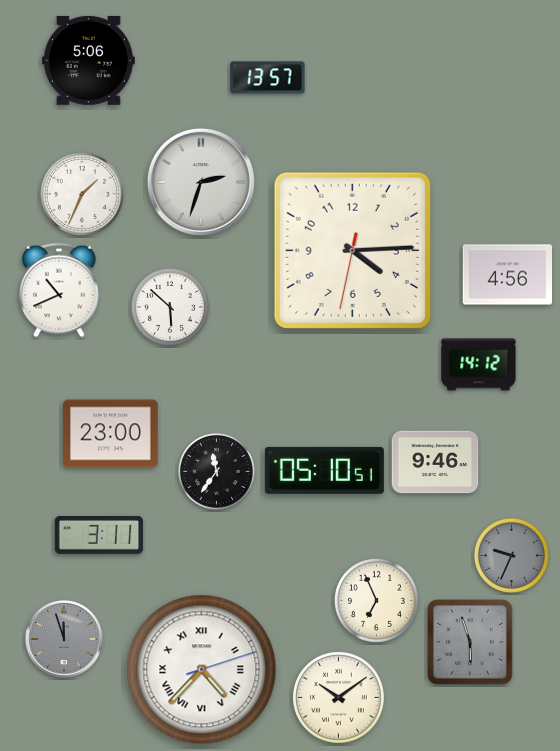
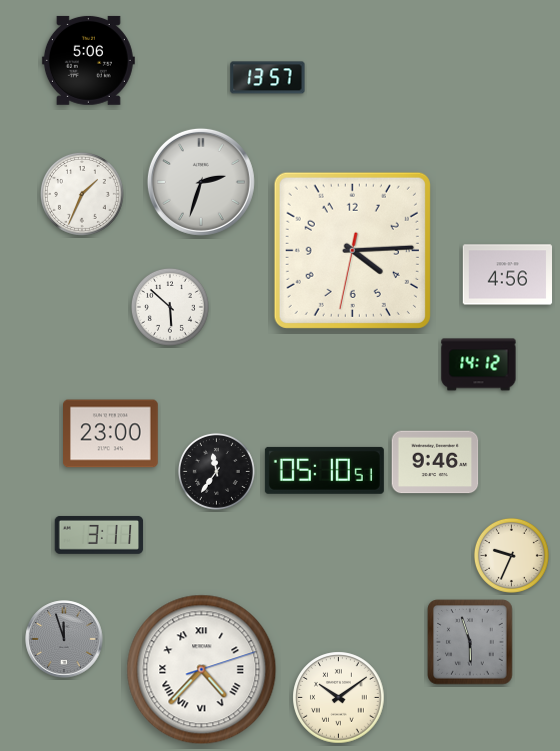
clock at (59, 290): 10:41 -> none
clock at (511, 555) dial: grey -> cream
clock at (377, 601): 6:56 -> none
